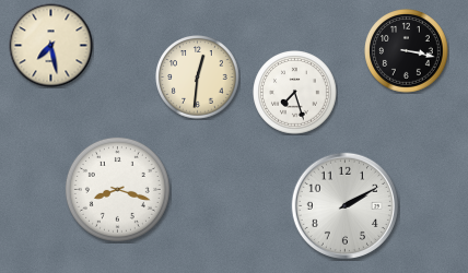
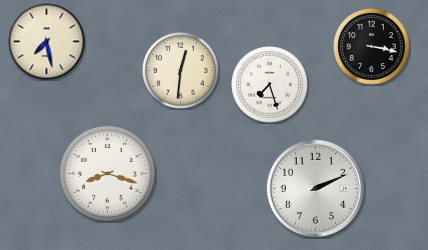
clock at (344, 205): 2:10 -> 2:11
